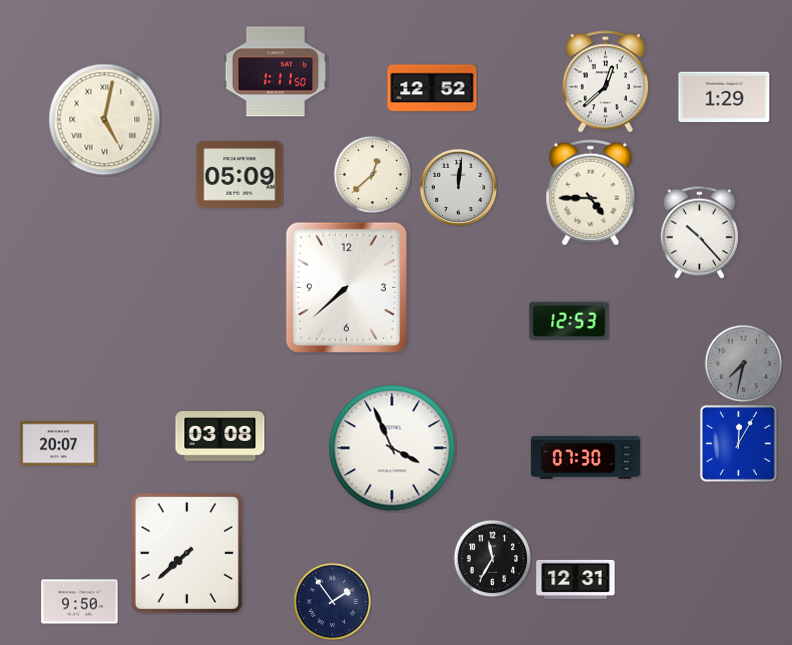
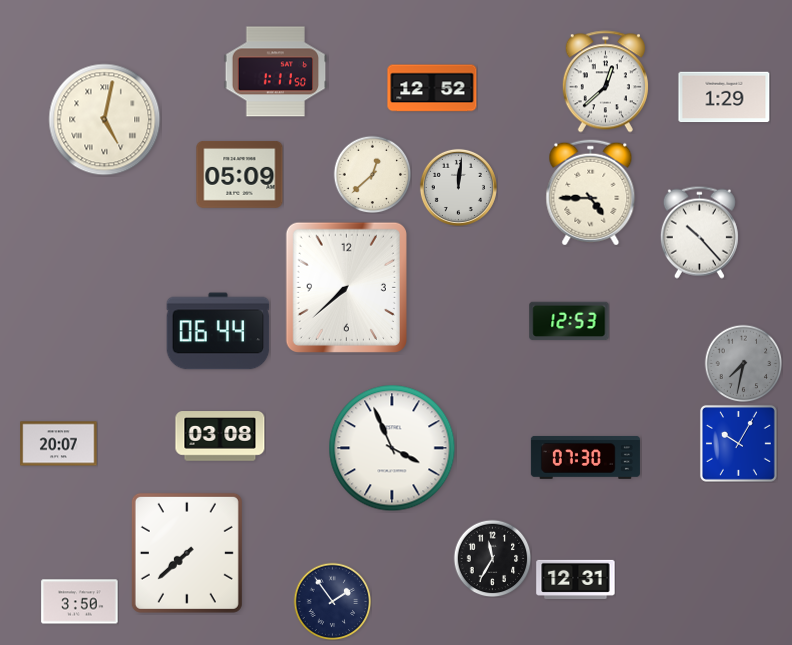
clock at (218, 331): none -> 06:44
clock at (738, 443): 12:05 -> 10:05
clock at (80, 602): 9:50 -> 3:50
